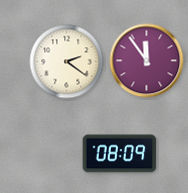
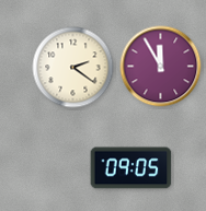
clock at (147, 61): 11:54 -> 11:55
clock at (120, 154): 08:09 -> 09:05
